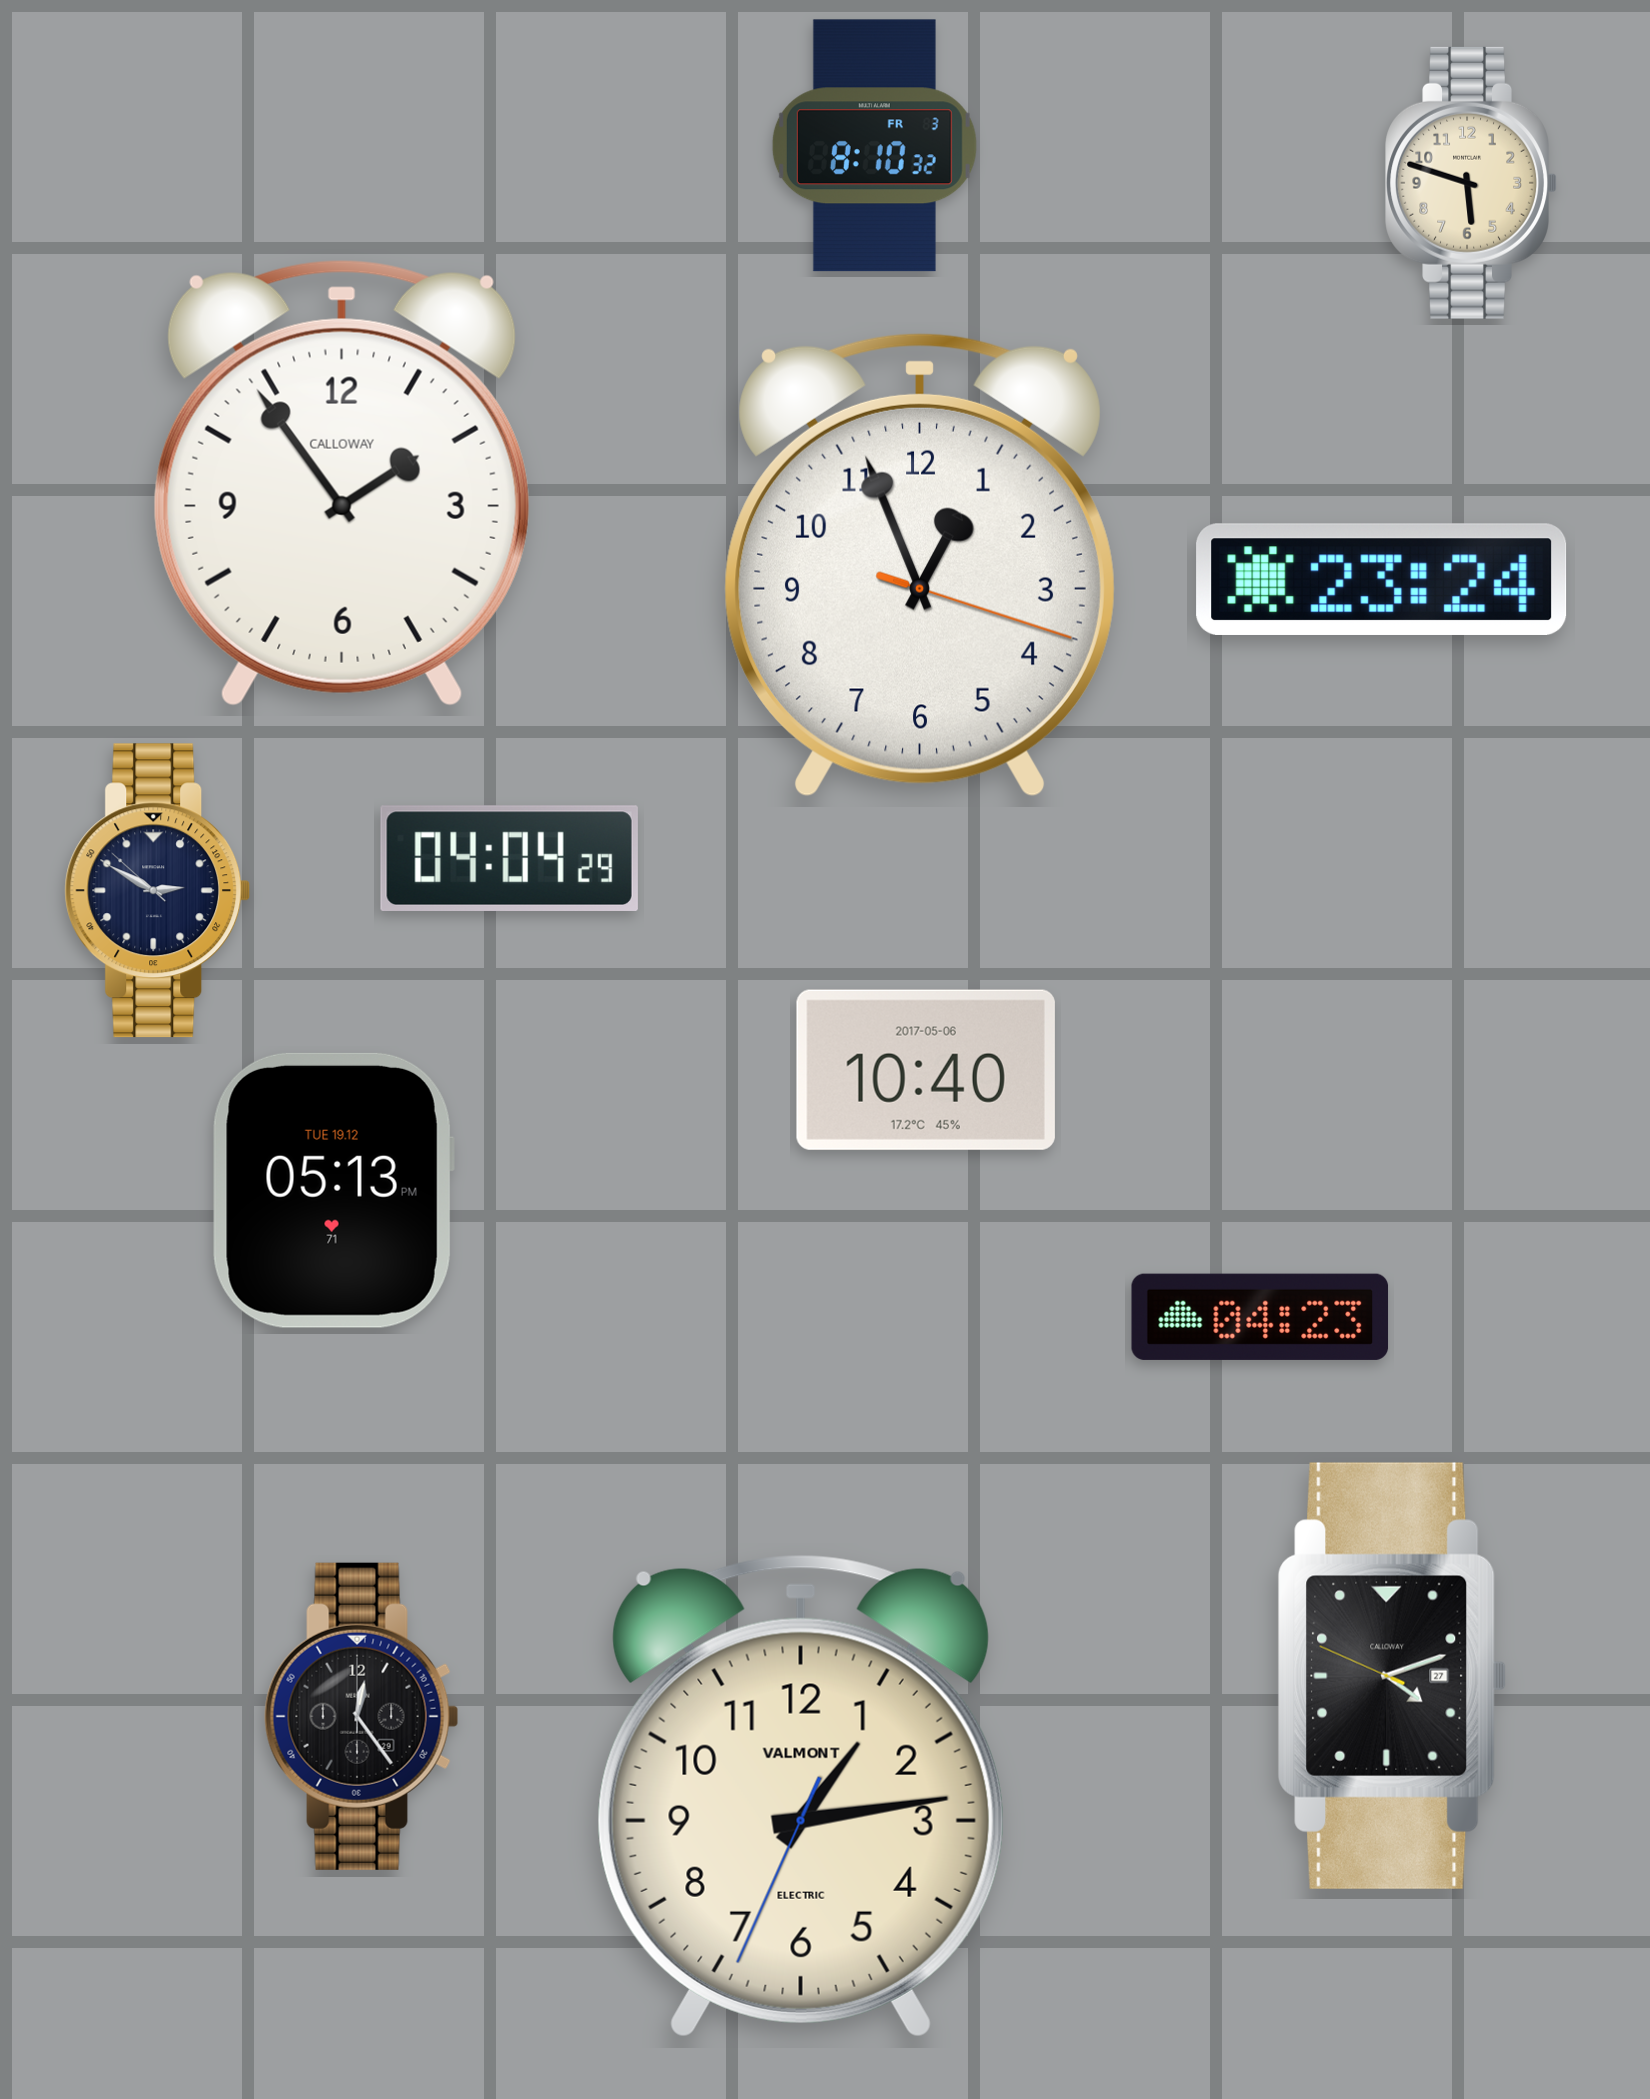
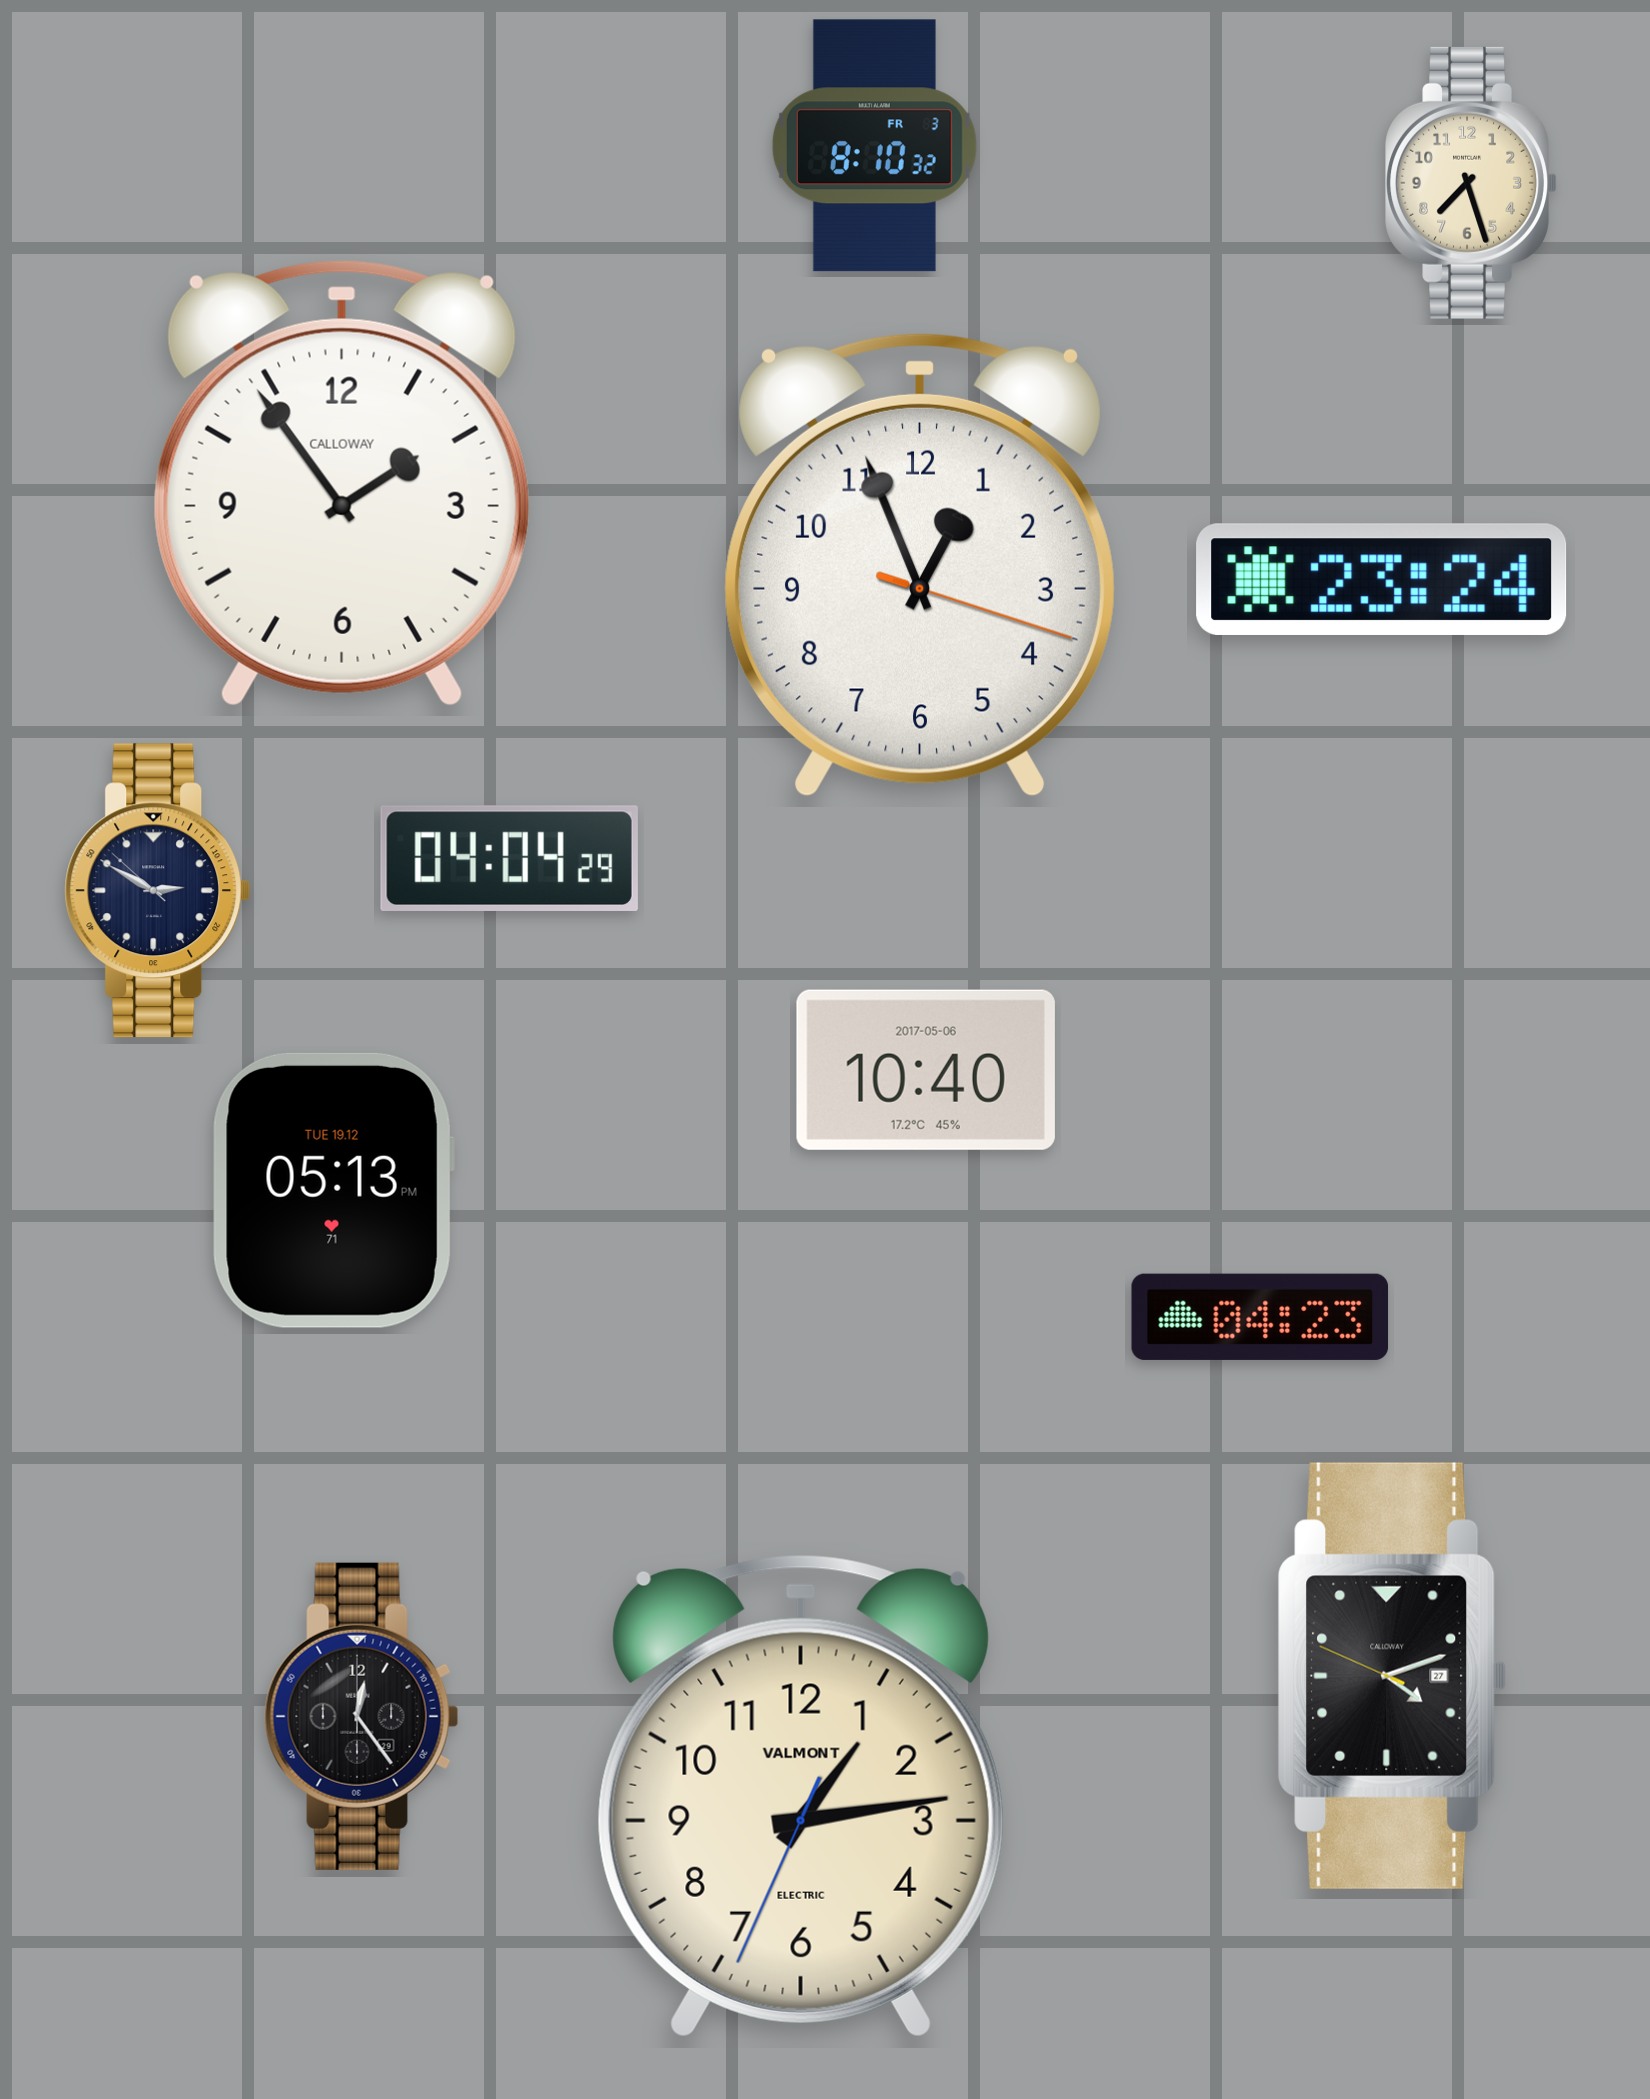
clock at (1471, 183): 5:48 -> 7:27
